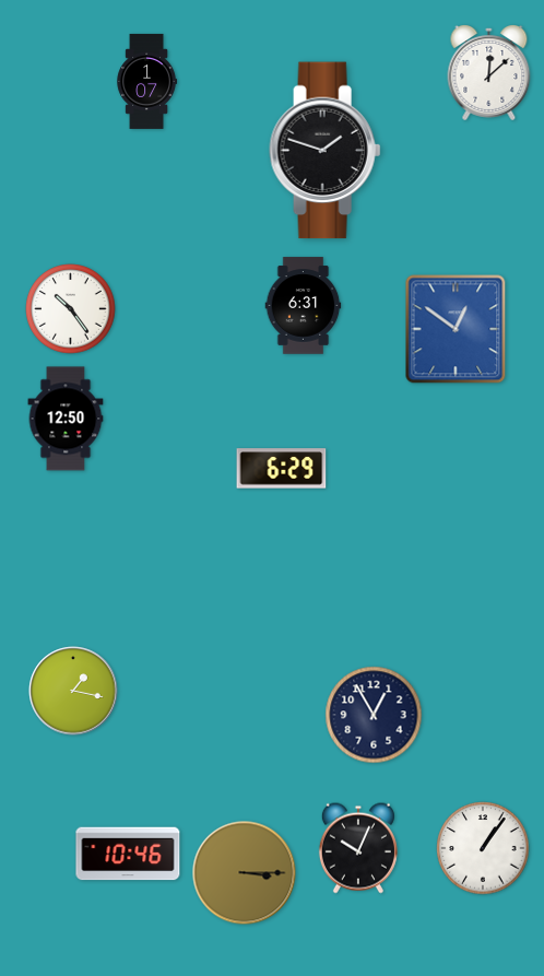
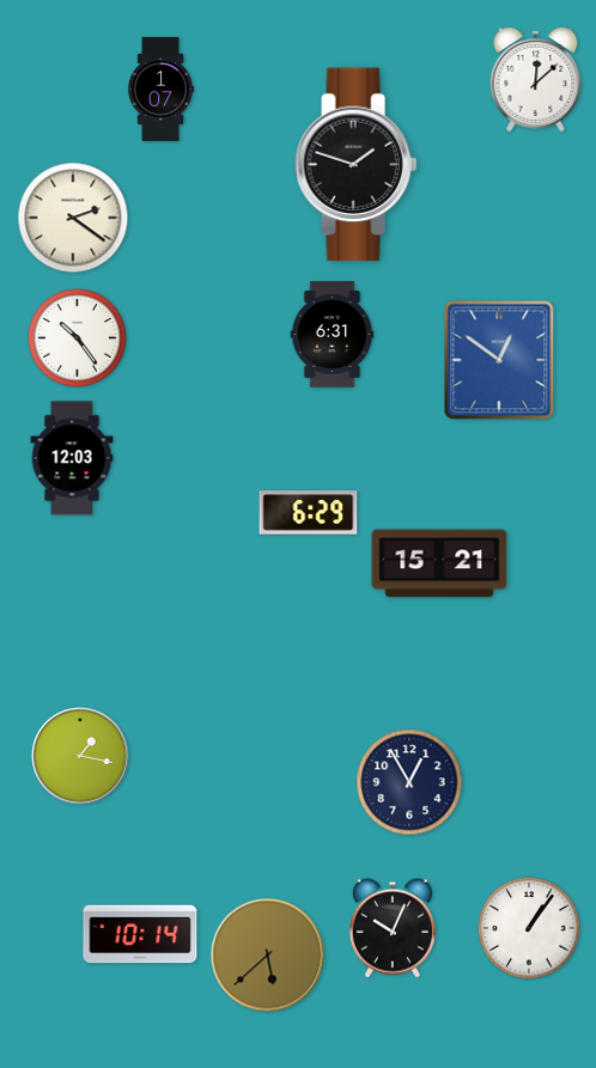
clock at (73, 218): none -> 2:21
clock at (66, 419): 12:50 -> 12:03
clock at (439, 563): none -> 15:21
clock at (128, 854): 10:46 -> 10:14
clock at (245, 873): 3:15 -> 5:38
